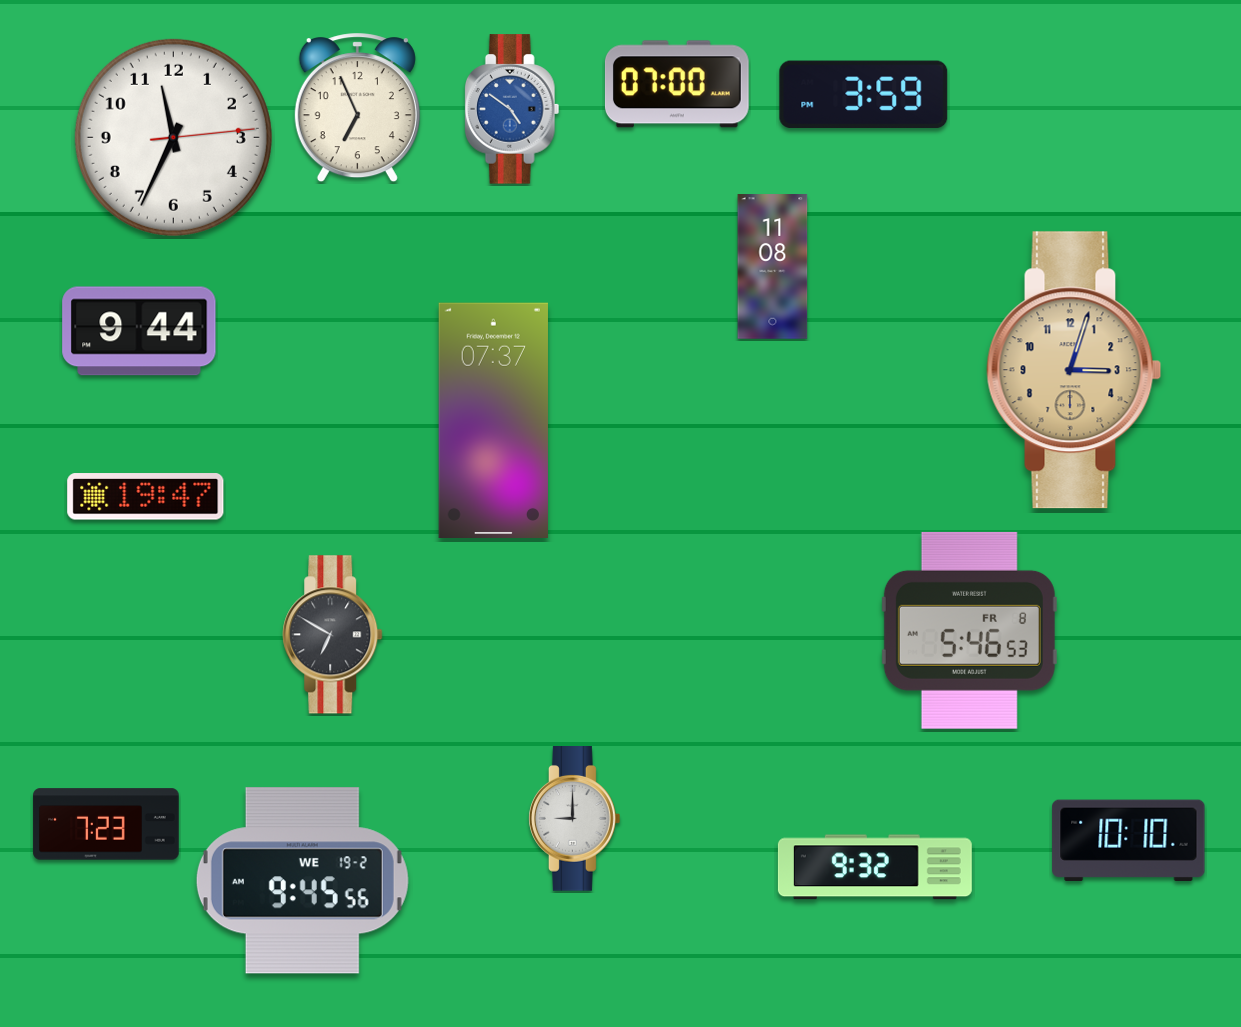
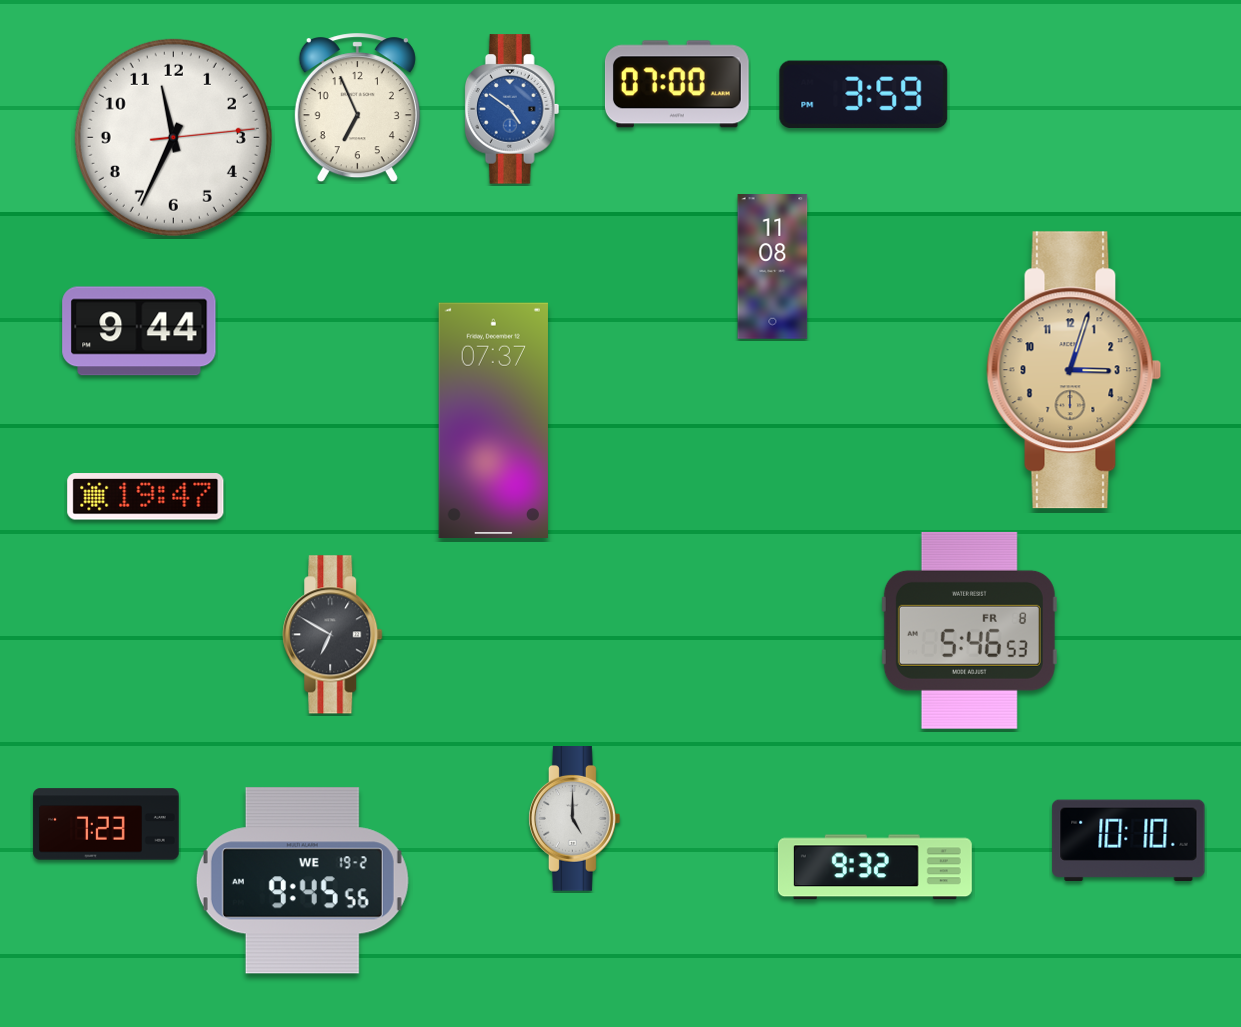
clock at (574, 819): 9:00 -> 5:00
